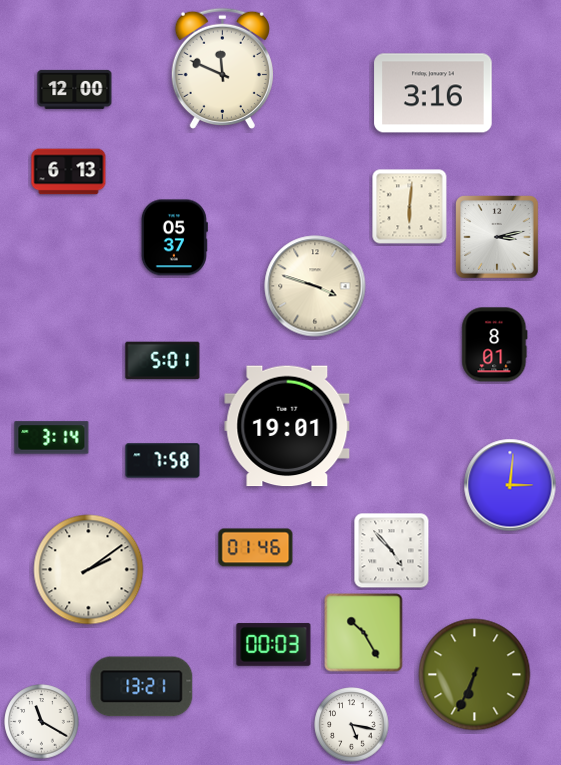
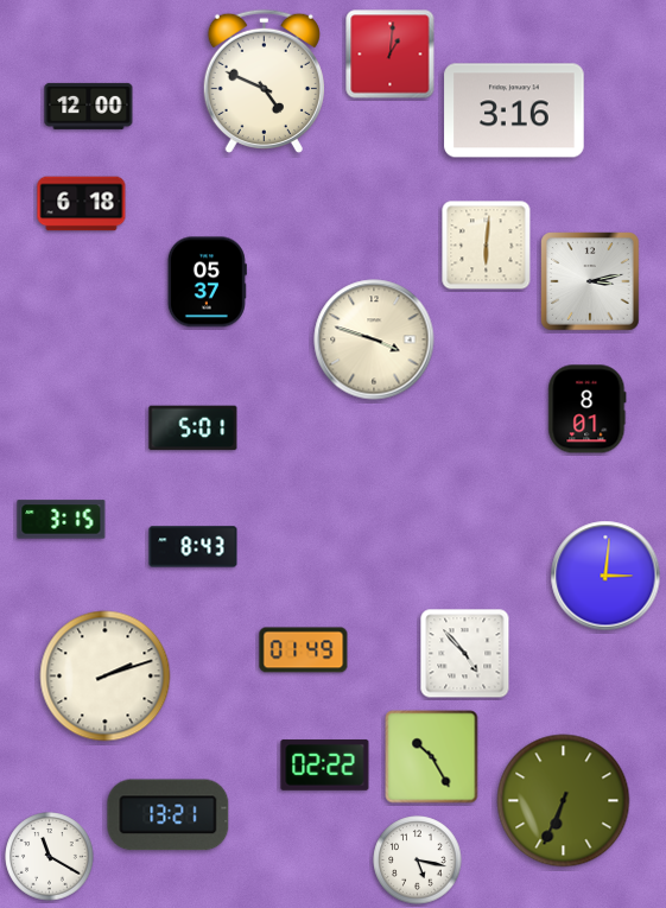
clock at (391, 55): none -> 1:01
clock at (222, 68): 11:49 -> 4:49
clock at (69, 172): 6:13 -> 6:18
clock at (287, 426): 19:01 -> none
clock at (52, 438): 3:14 -> 3:15
clock at (163, 461): 7:58 -> 8:43
clock at (256, 548): 01:46 -> 01:49
clock at (89, 570): 2:09 -> 2:12
clock at (364, 633) position: (364, 633) -> (432, 757)
clock at (274, 645): 00:03 -> 02:22
